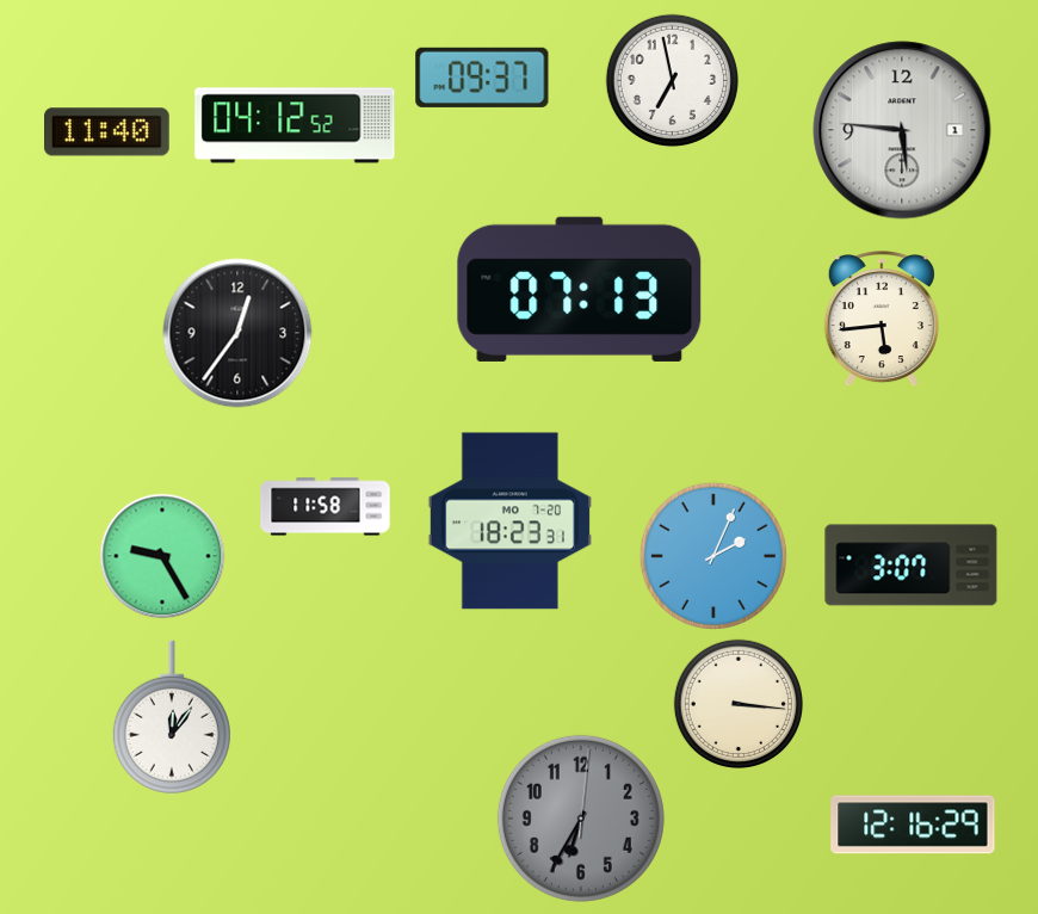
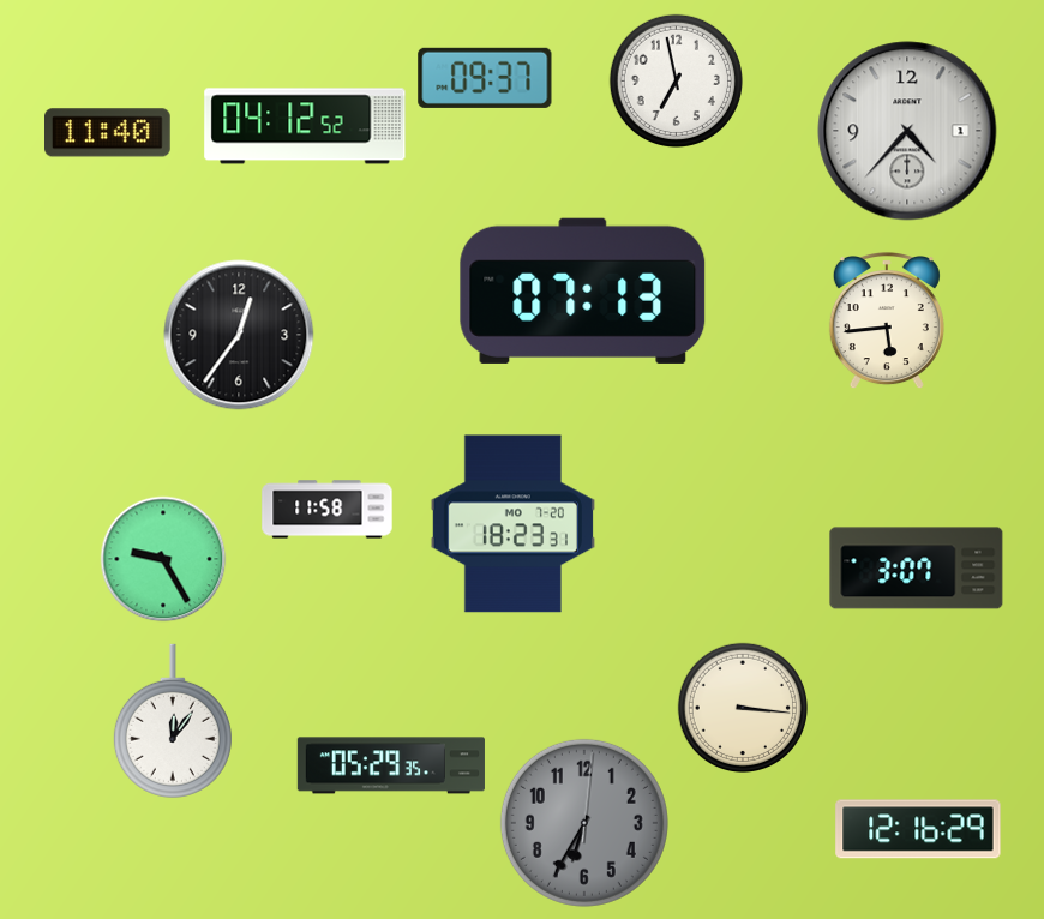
clock at (295, 125) position: (295, 125) -> (305, 126)
clock at (902, 130): 5:46 -> 4:37
clock at (713, 556): 2:04 -> none
clock at (391, 765): none -> 05:29
